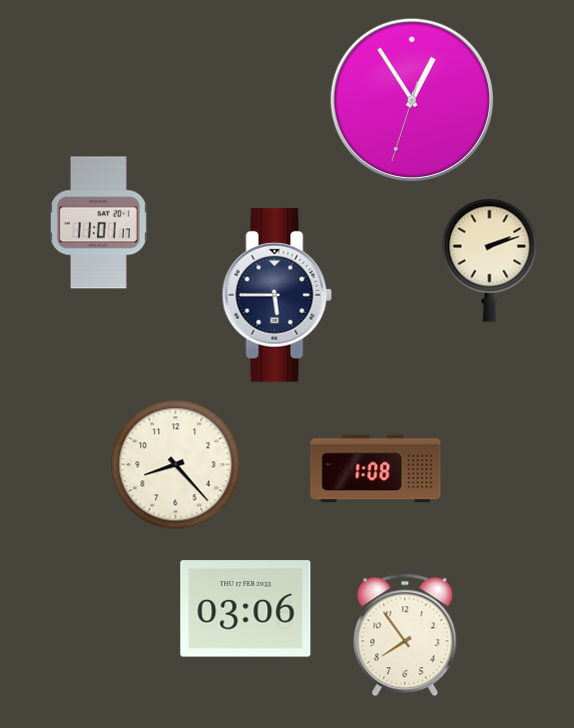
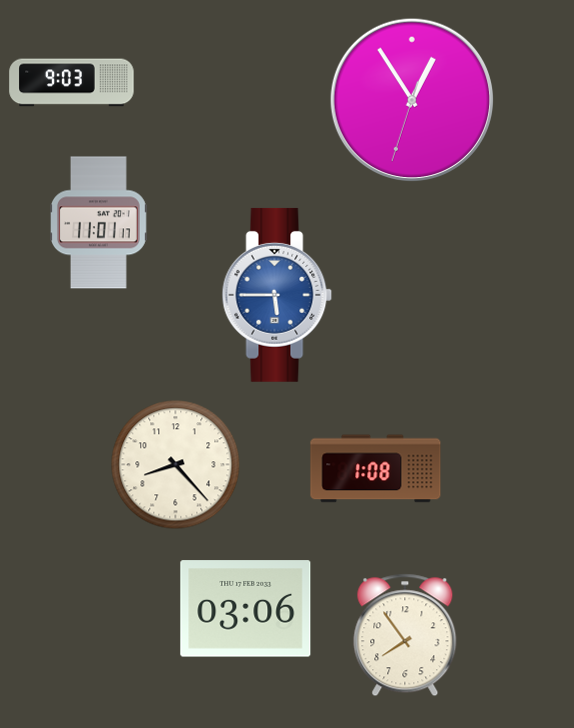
clock at (72, 83): none -> 9:03
clock at (490, 260): 2:12 -> none
clock at (277, 295) dial: navy -> blue
